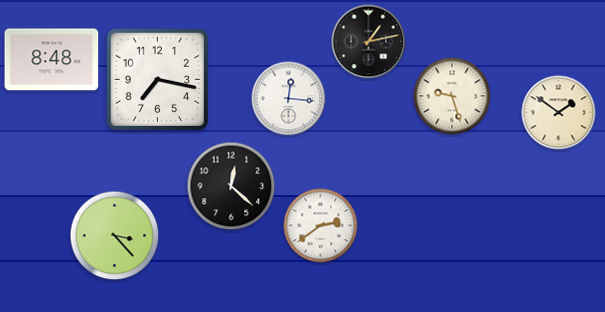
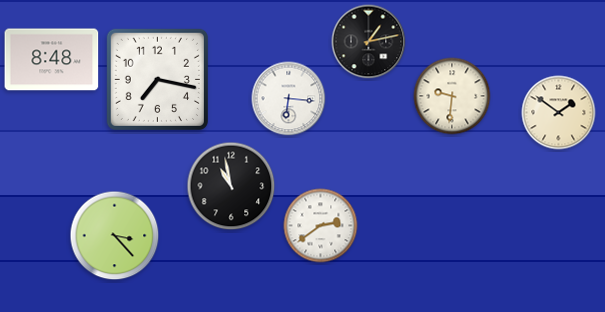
clock at (452, 96): 9:27 -> 9:31
clock at (289, 99): 12:16 -> 6:16
clock at (231, 186): 12:22 -> 10:58
